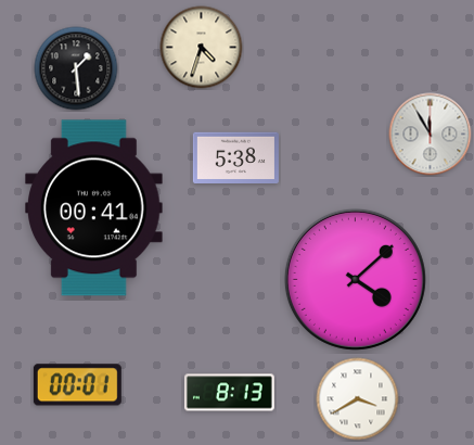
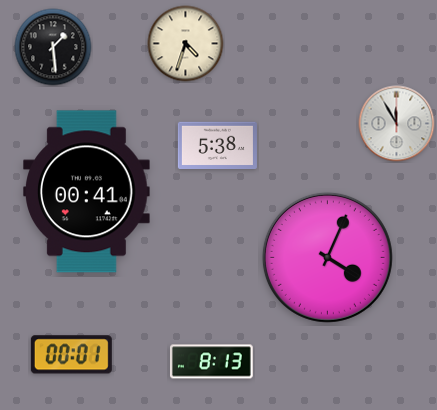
clock at (76, 68) position: (76, 68) -> (53, 47)
clock at (355, 279): 4:08 -> 4:04
clock at (358, 399): 3:40 -> none
